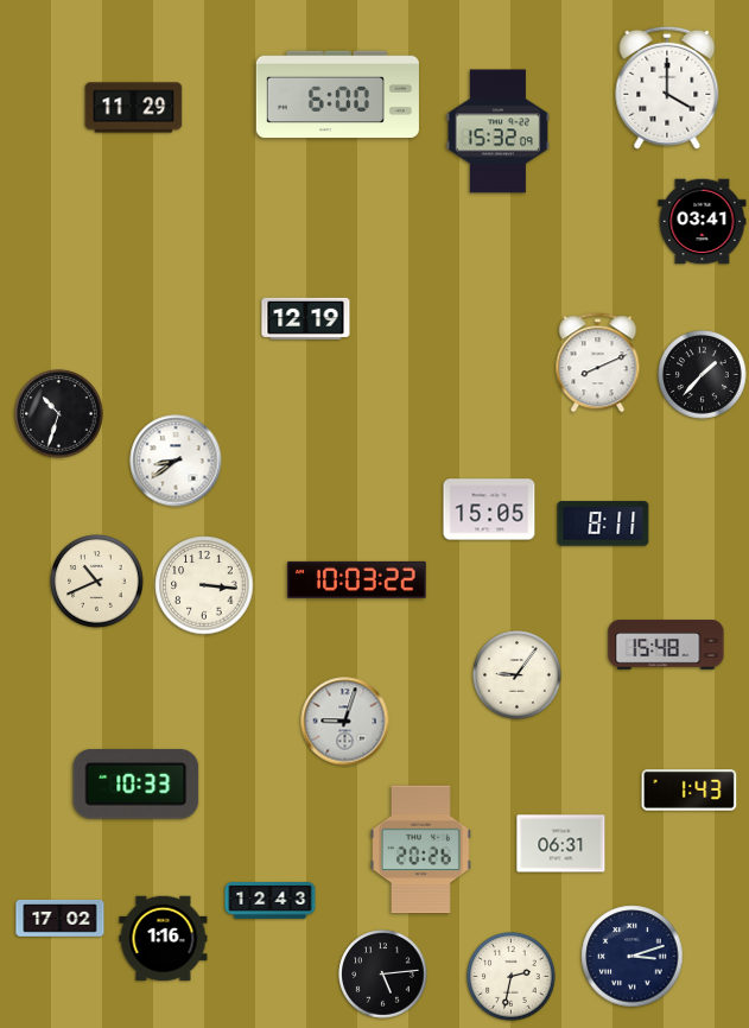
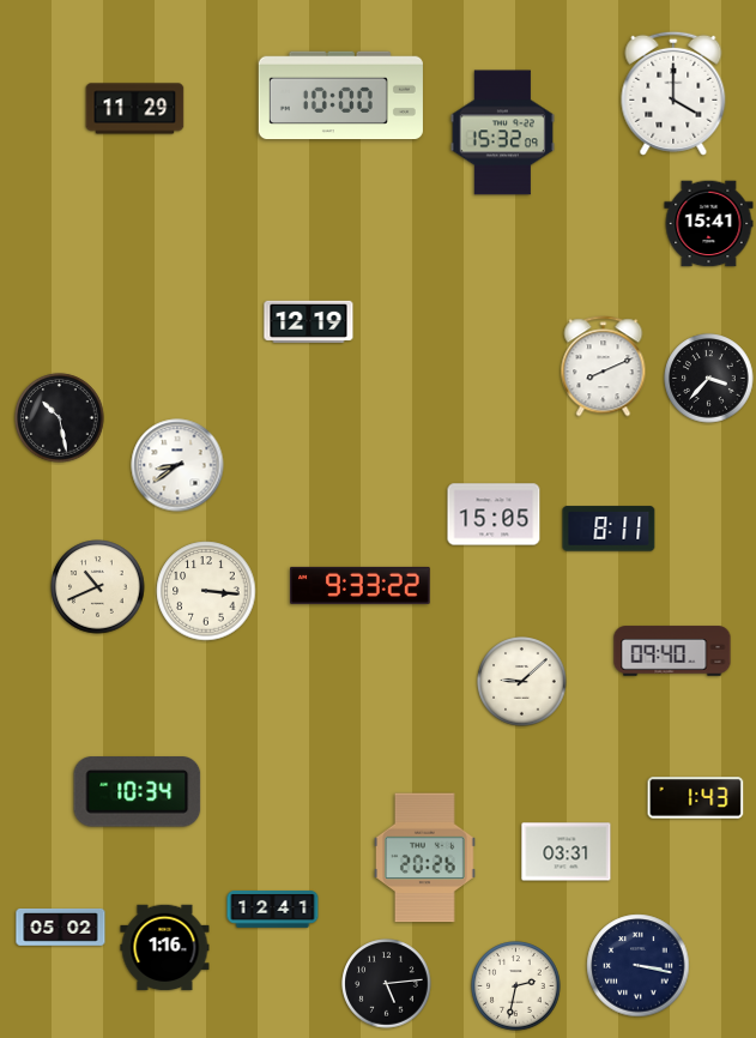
clock at (667, 88) position: (667, 88) -> (673, 93)
clock at (337, 95): 6:00 -> 10:00
clock at (703, 222): 03:41 -> 15:41
clock at (703, 375): 1:37 -> 3:37
clock at (59, 414): 10:33 -> 10:28
clock at (357, 579): 10:03 -> 9:33
clock at (666, 645): 15:48 -> 09:40
clock at (518, 675): 9:06 -> 9:08
clock at (345, 722): 9:03 -> none
clock at (137, 785): 10:33 -> 10:34
clock at (561, 844): 06:31 -> 03:31
clock at (271, 901): 12:43 -> 12:41
clock at (61, 919): 17:02 -> 05:02
clock at (633, 957): 3:12 -> 3:17
